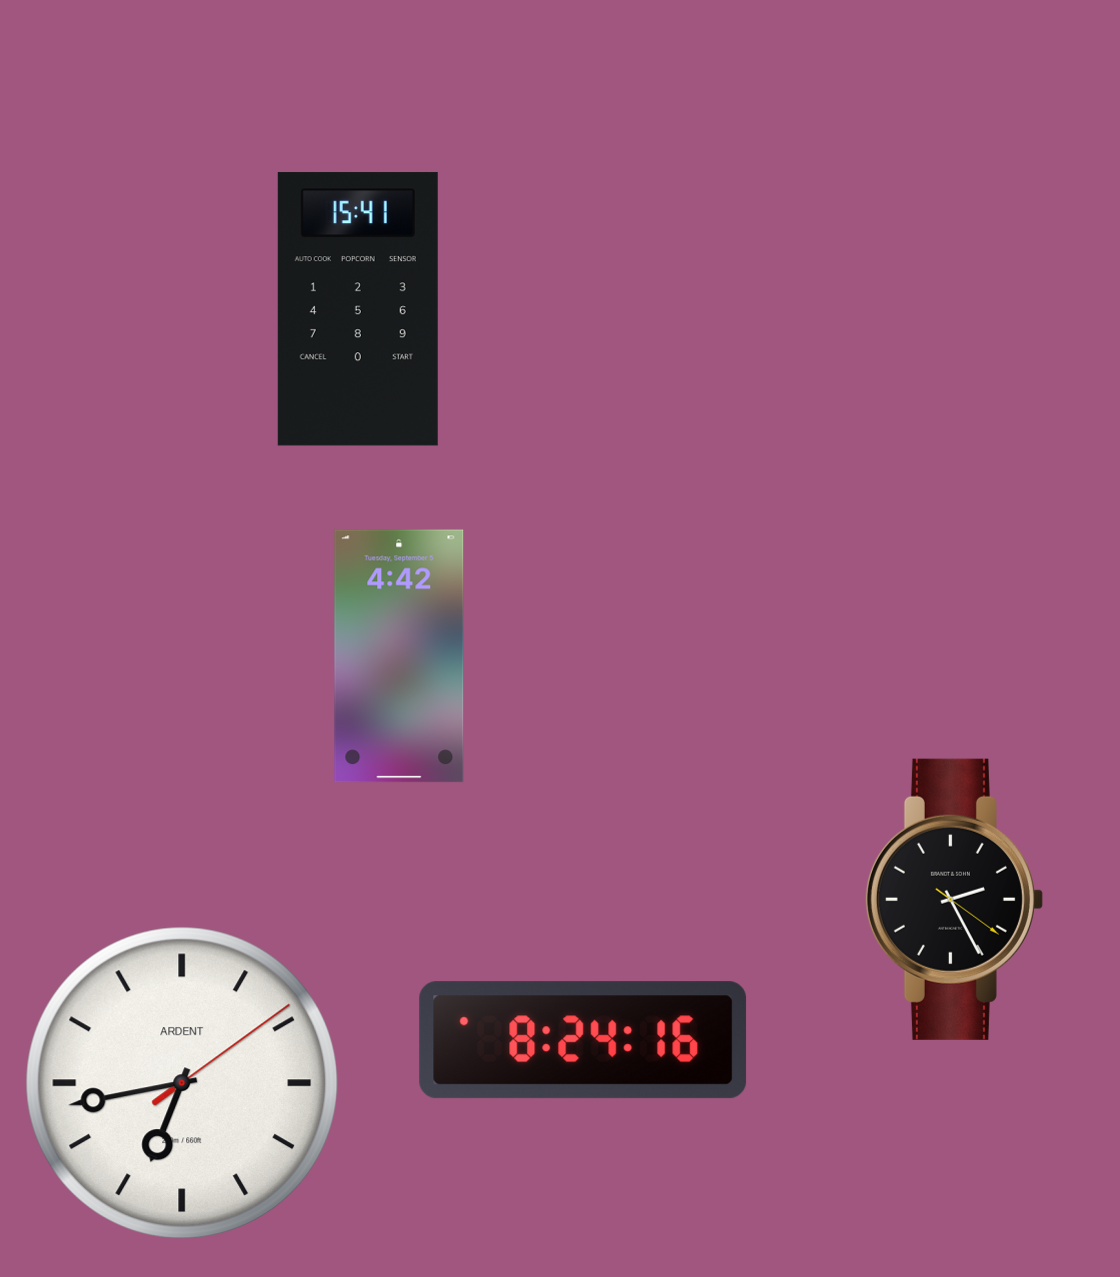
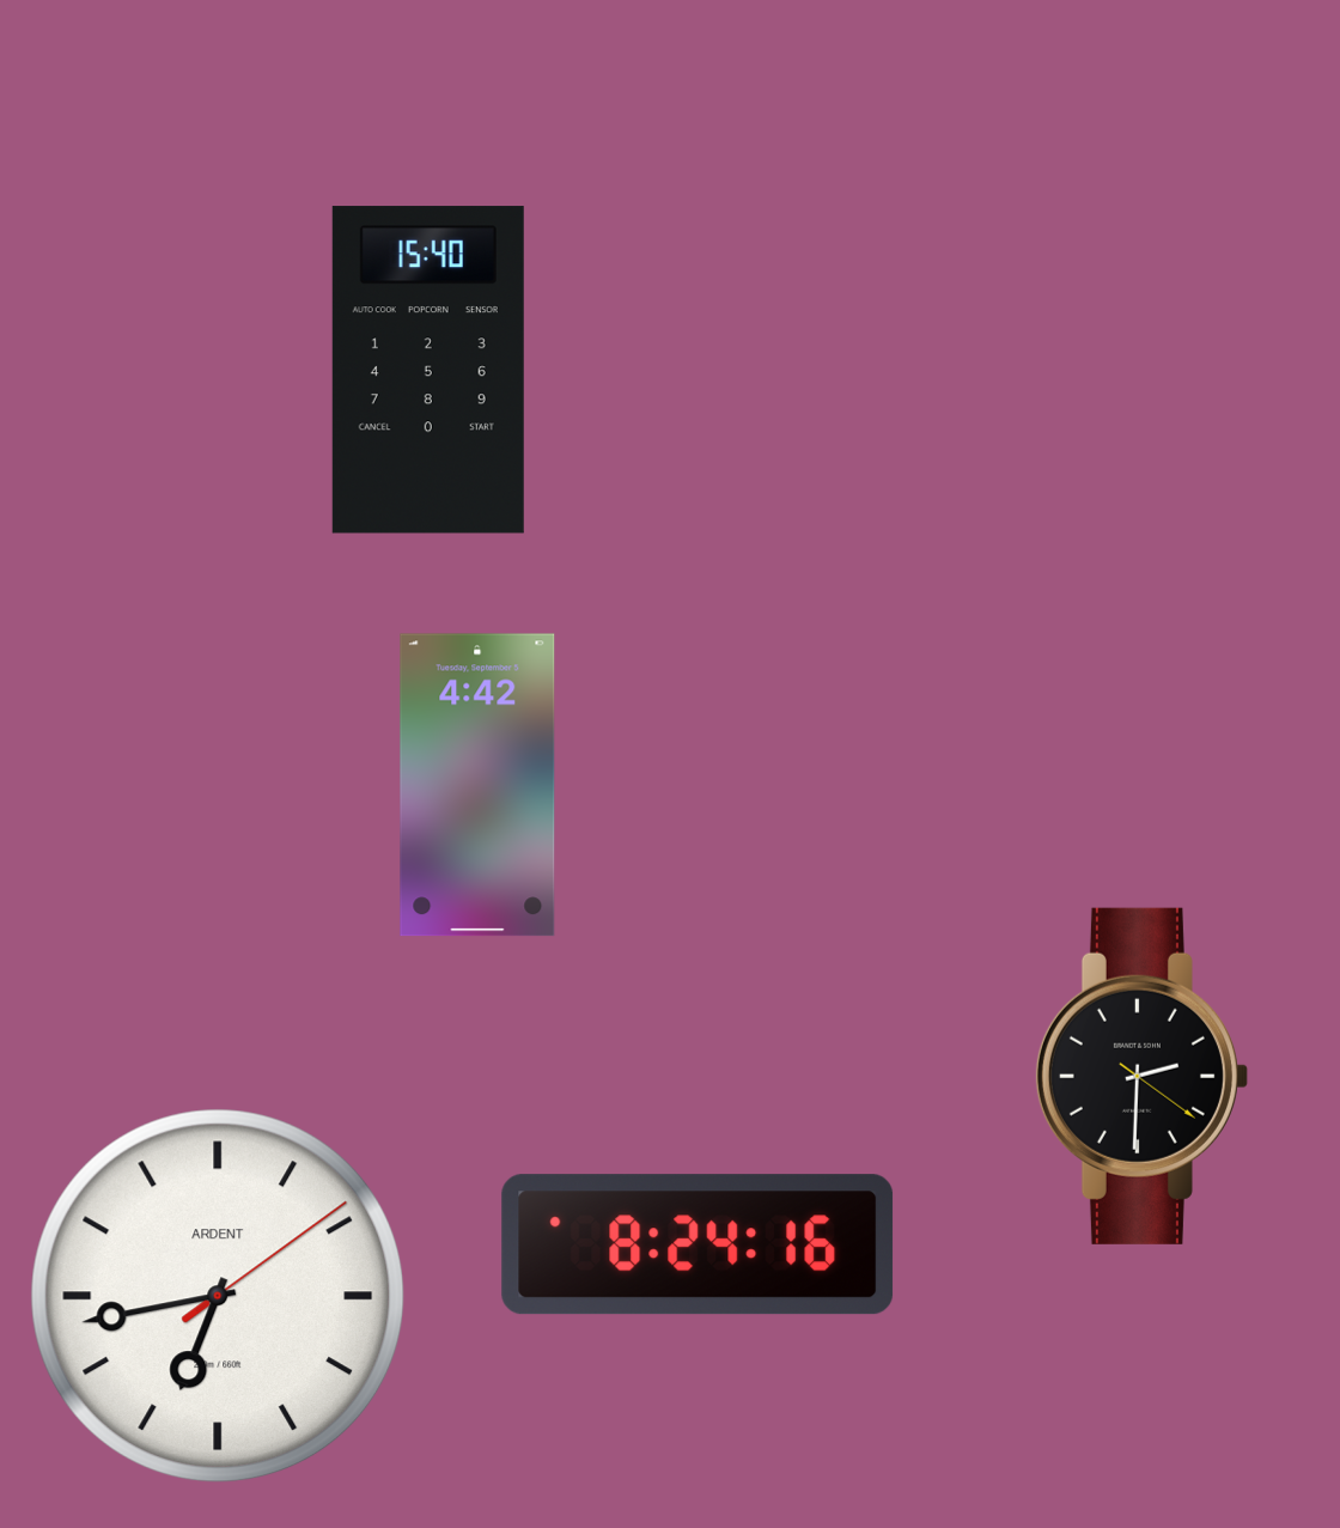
clock at (358, 309): 15:41 -> 15:40
clock at (954, 899): 2:25 -> 2:30
